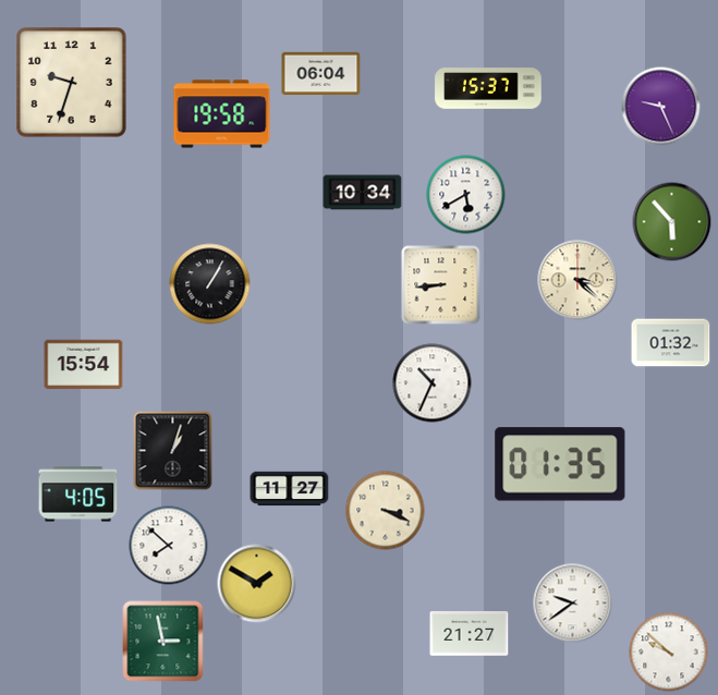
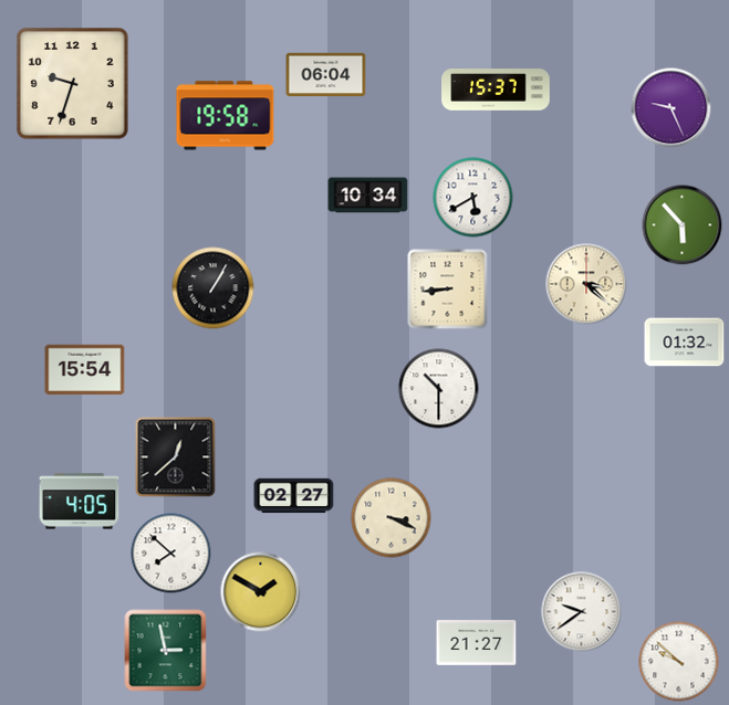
clock at (671, 343) position: (671, 343) -> (685, 343)
clock at (433, 383): 10:34 -> 10:30
clock at (173, 451): 1:03 -> 12:38
clock at (560, 464): 01:35 -> none
clock at (290, 489): 11:27 -> 02:27
